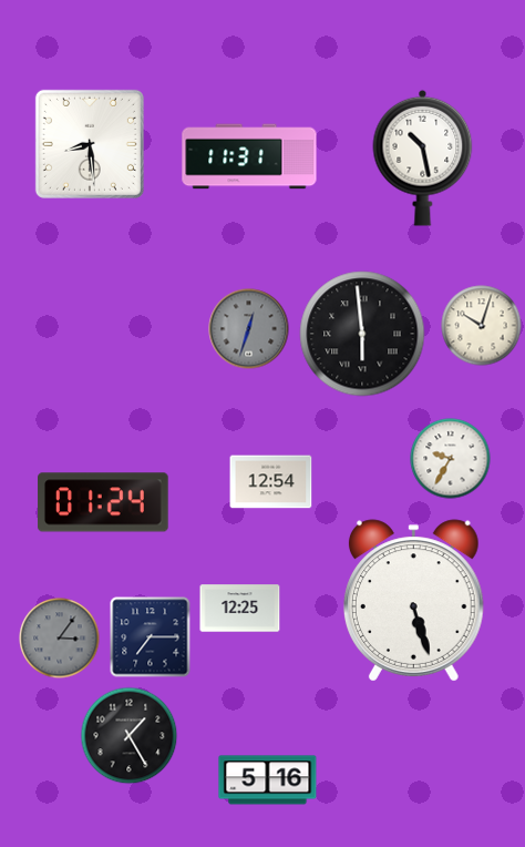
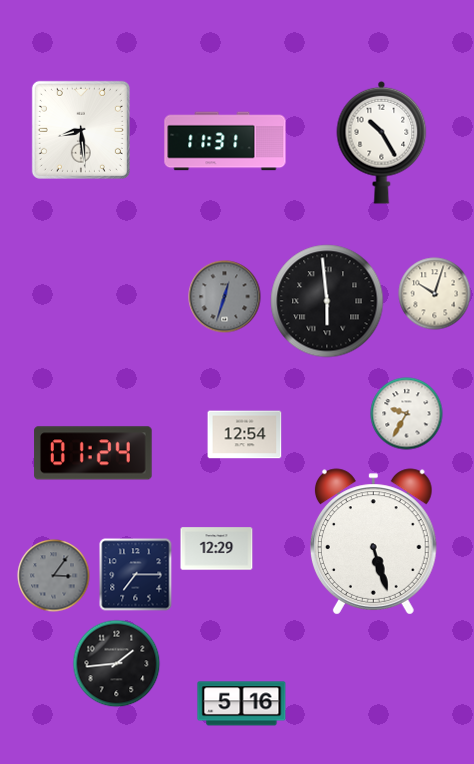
clock at (423, 157): 10:28 -> 10:25
clock at (240, 609): 12:25 -> 12:29
clock at (130, 736): 1:25 -> 1:44
